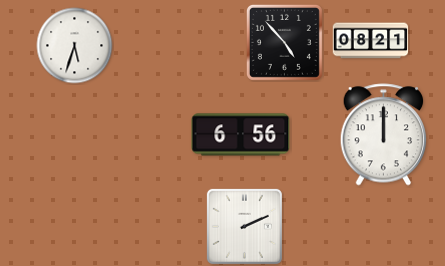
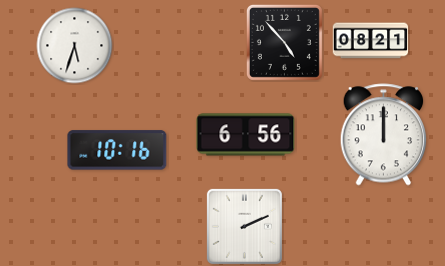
clock at (241, 135) position: (241, 135) -> (246, 135)
clock at (117, 150): none -> 10:16
